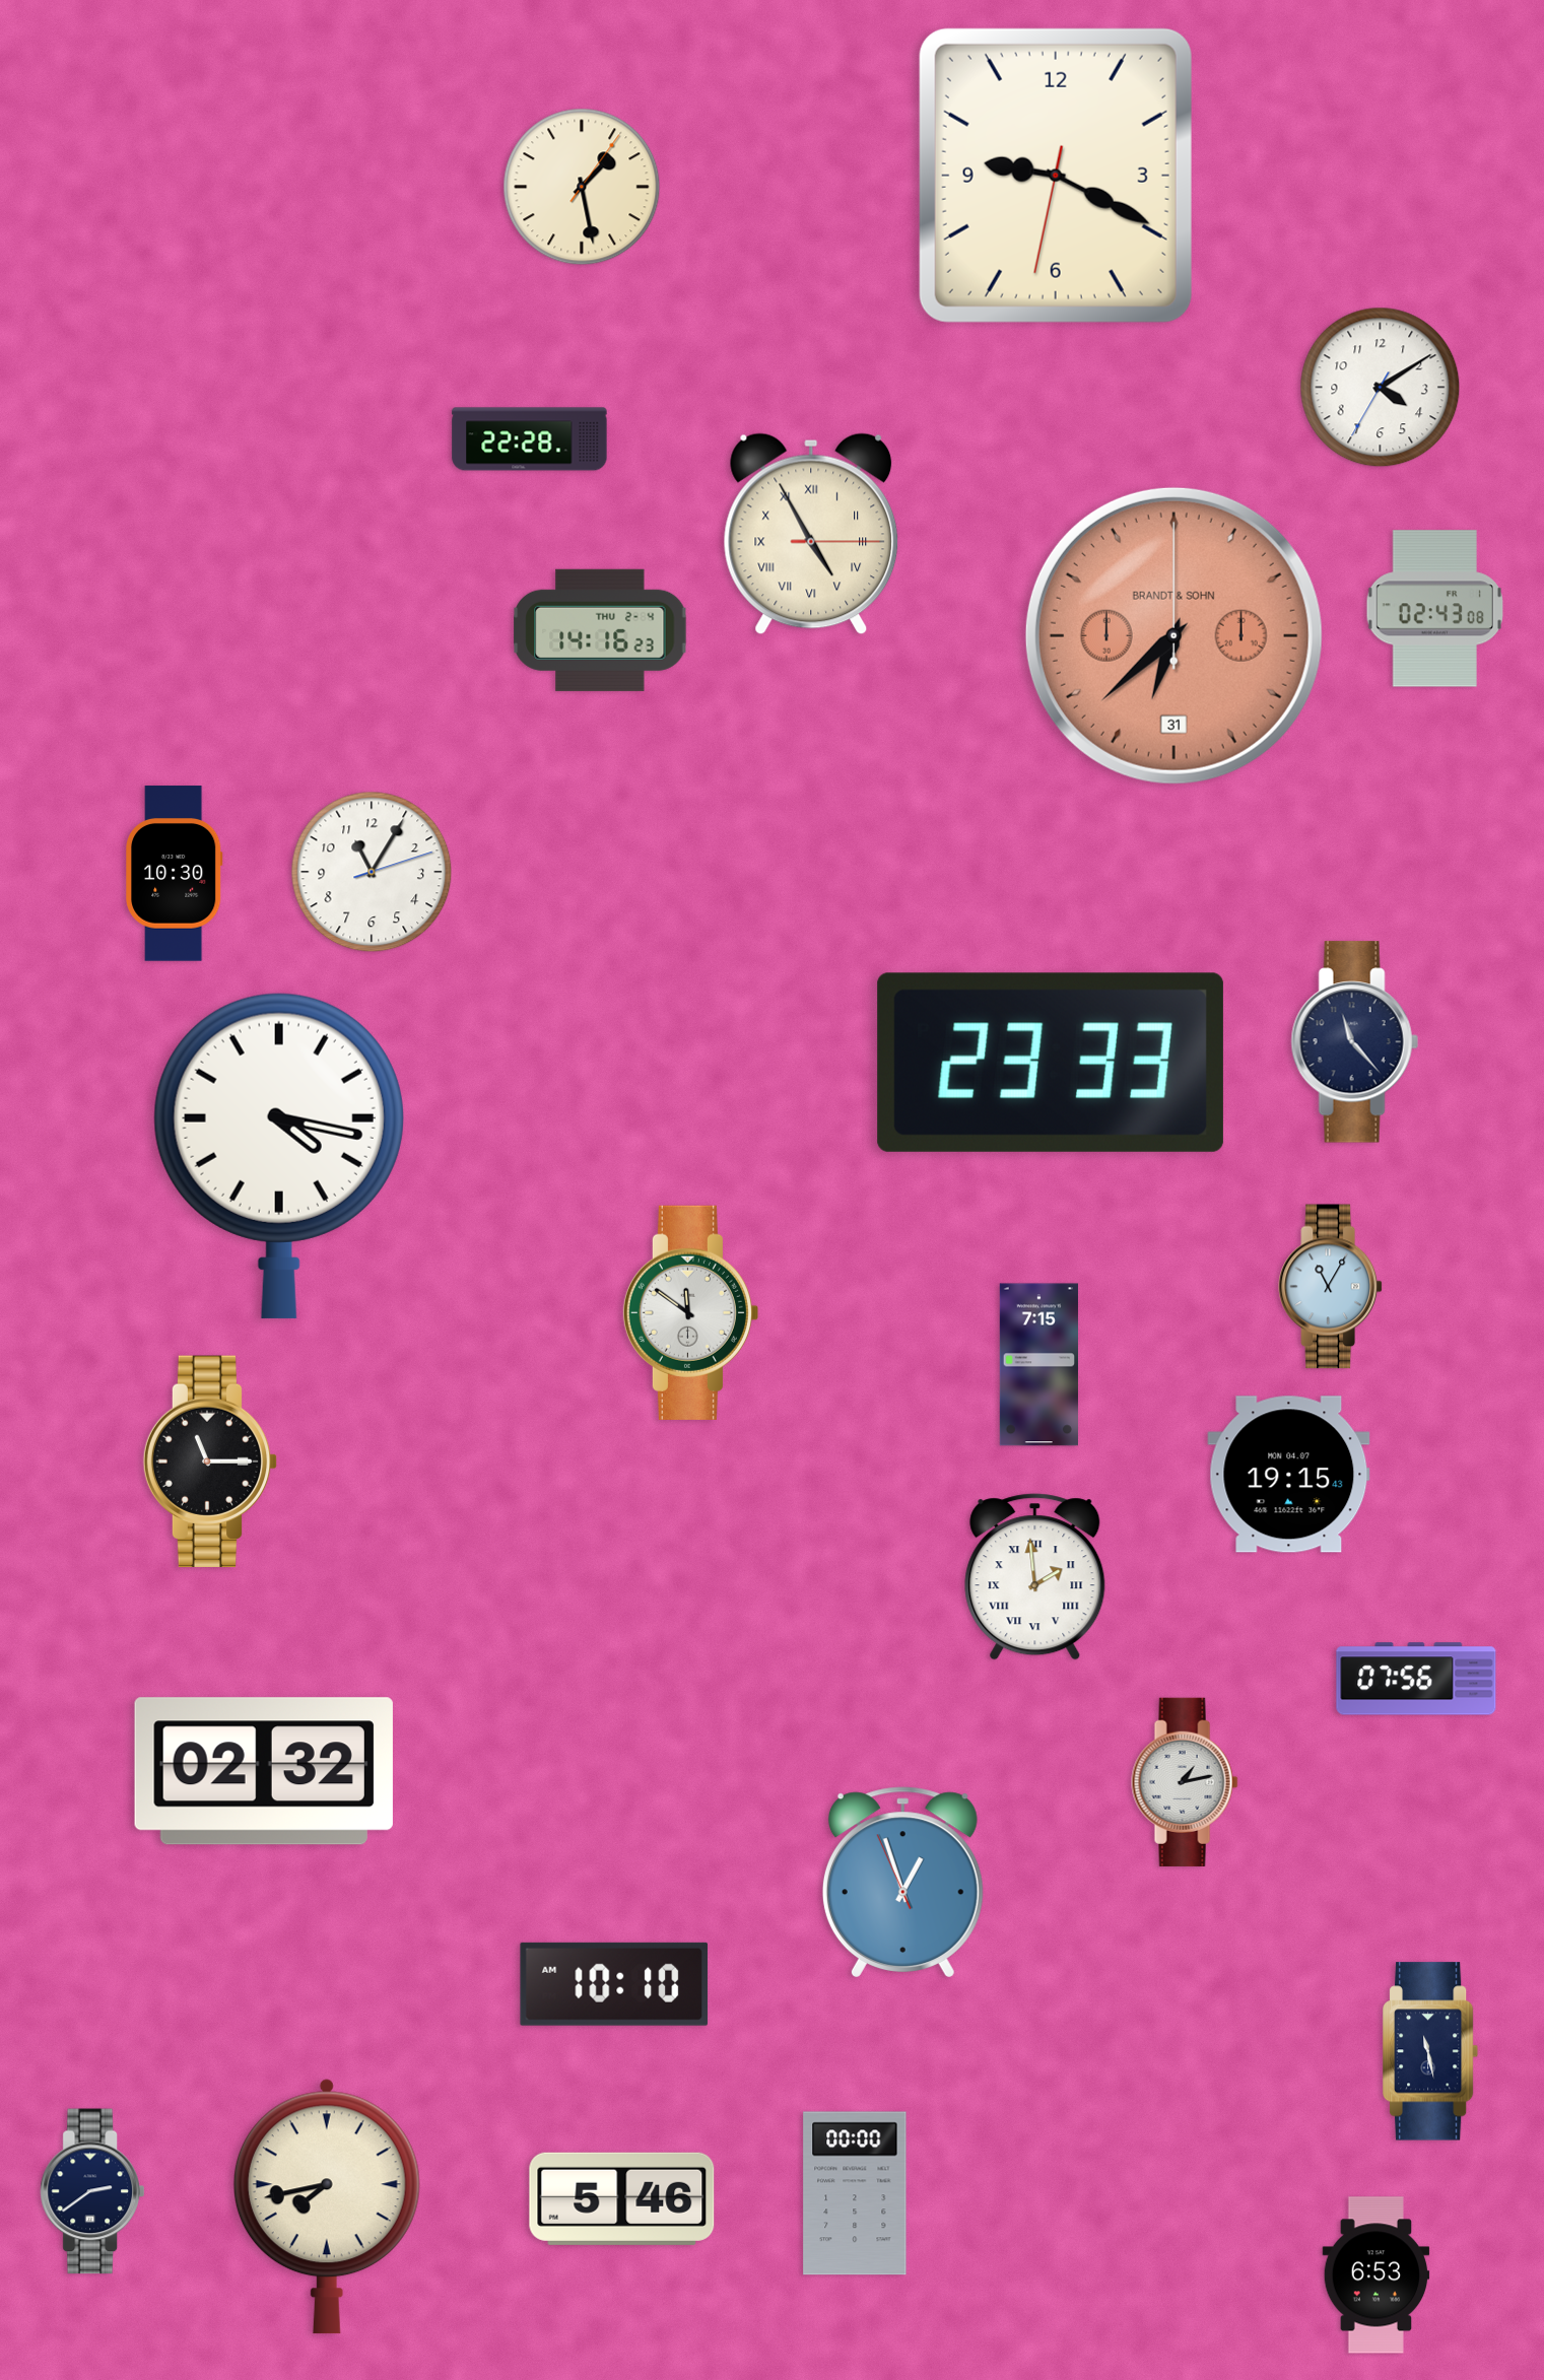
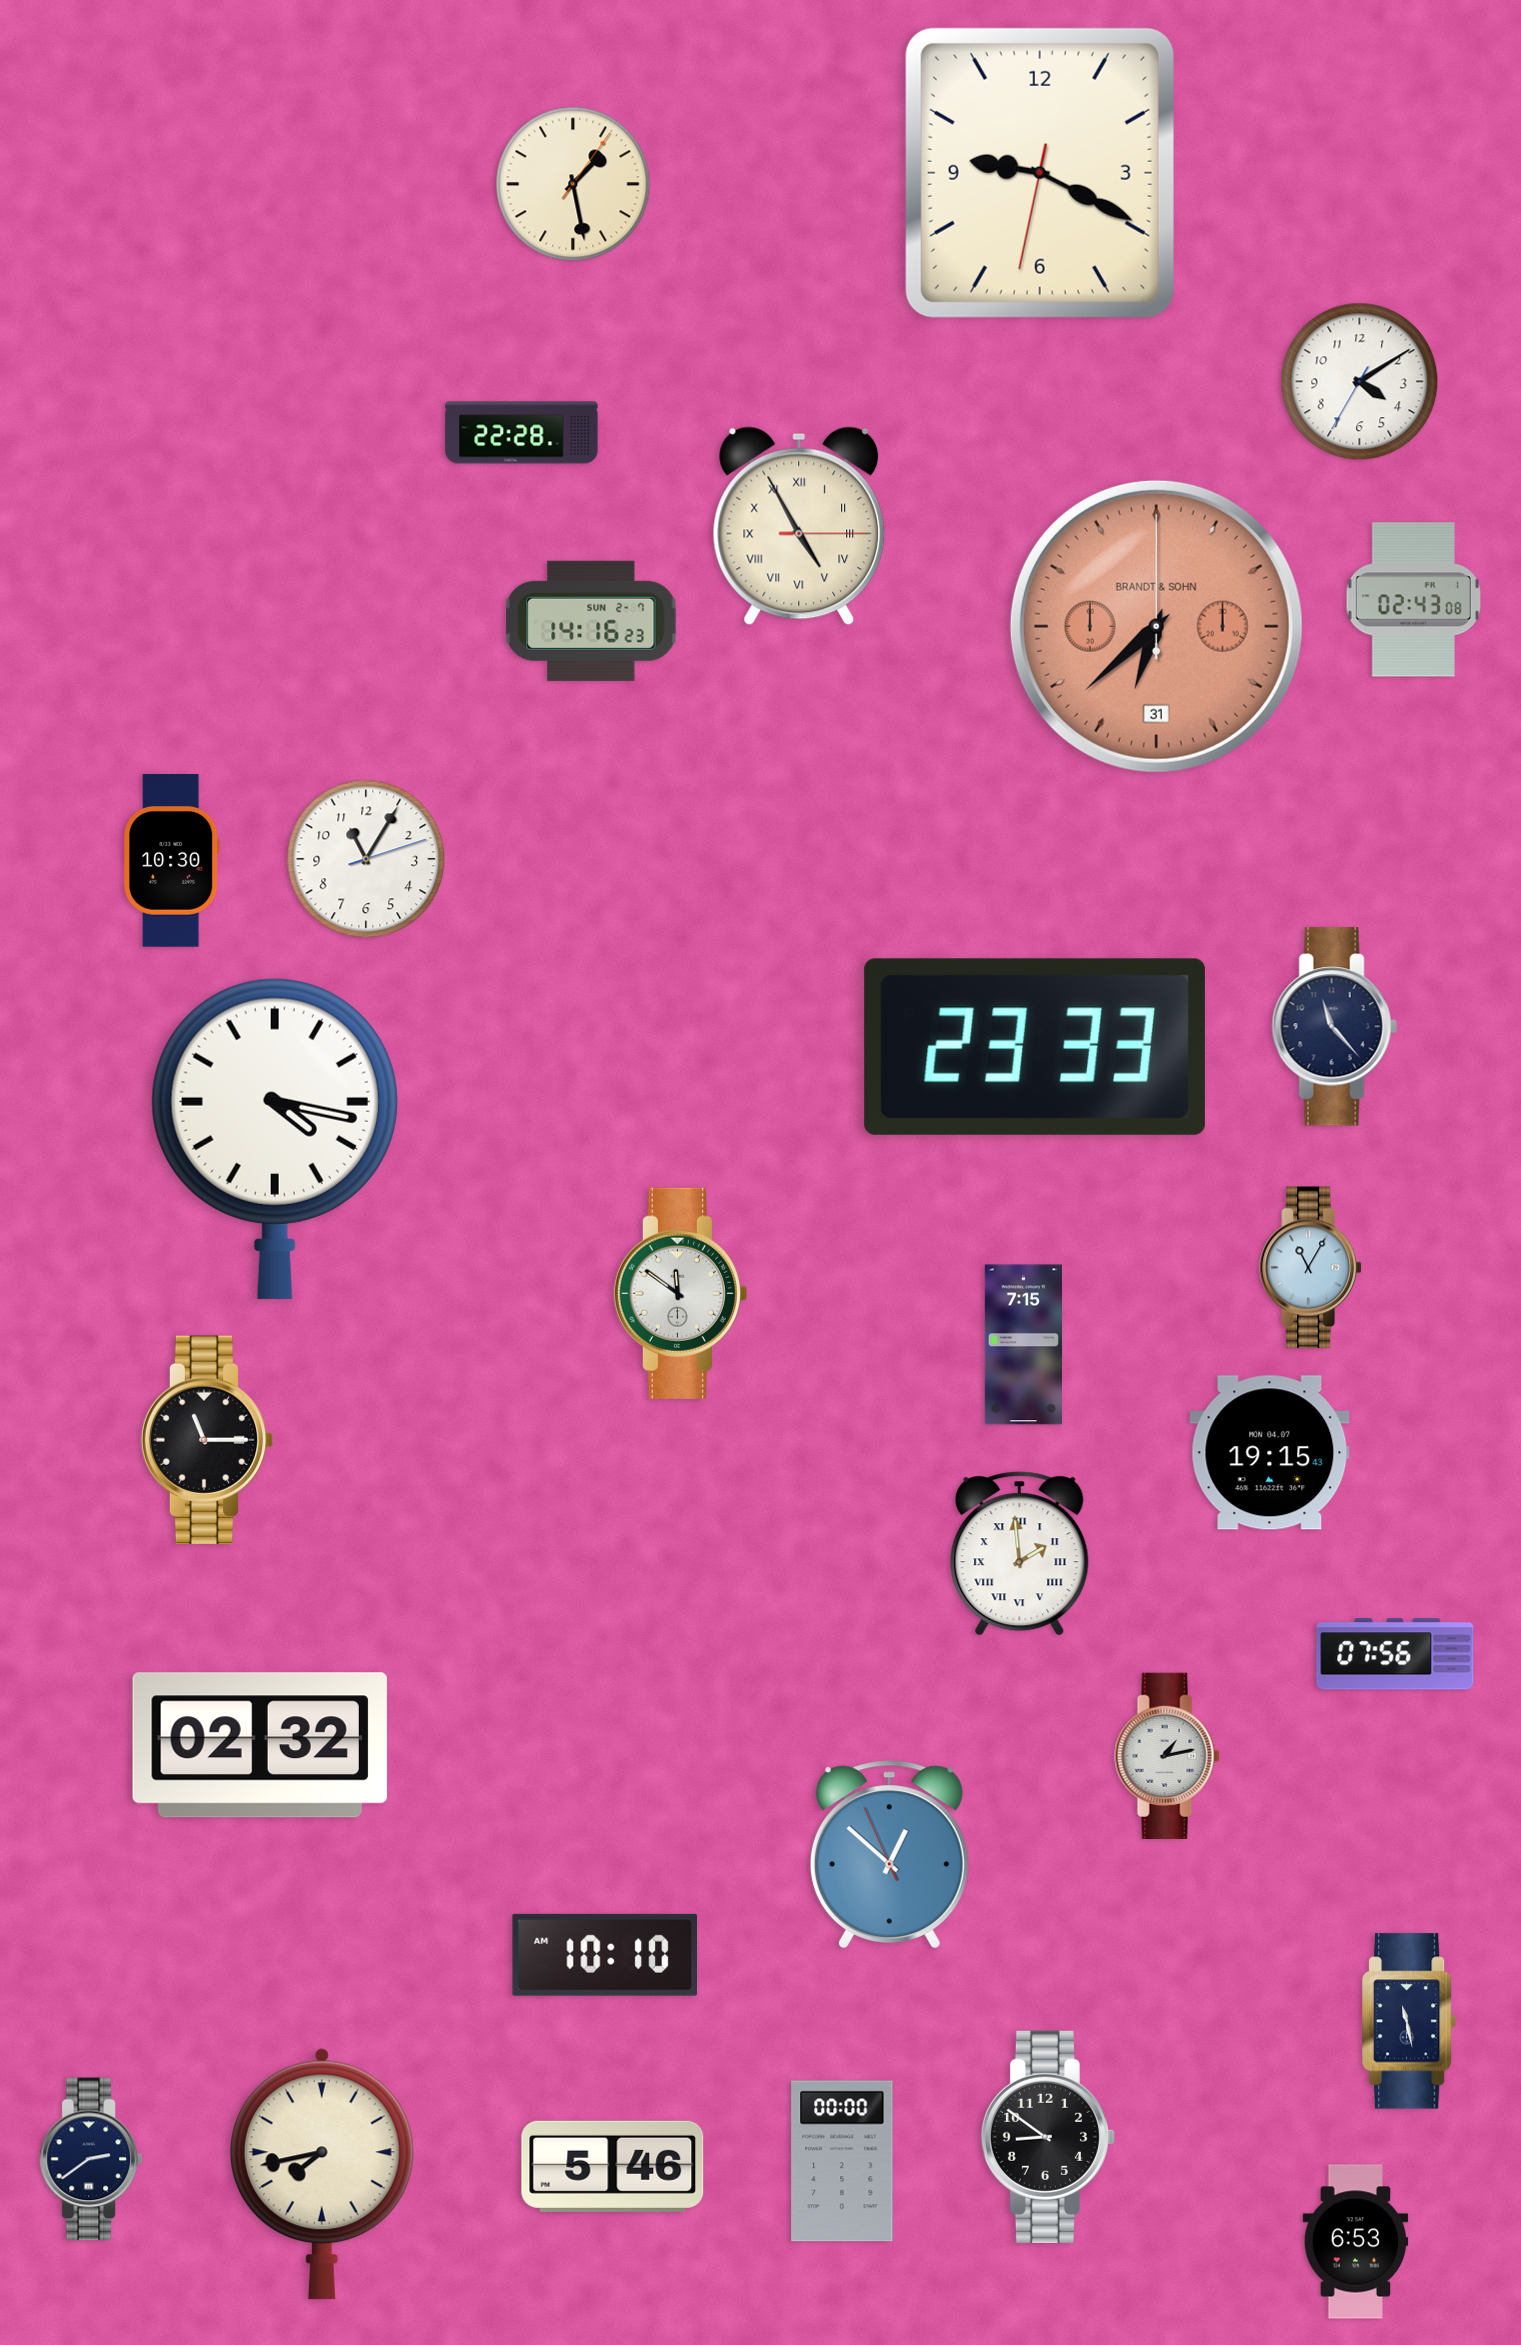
clock at (600, 630) date: THU 2-4 -> SUN 2-7
clock at (902, 1882): 12:56 -> 12:51
clock at (1048, 2137): none -> 8:51
